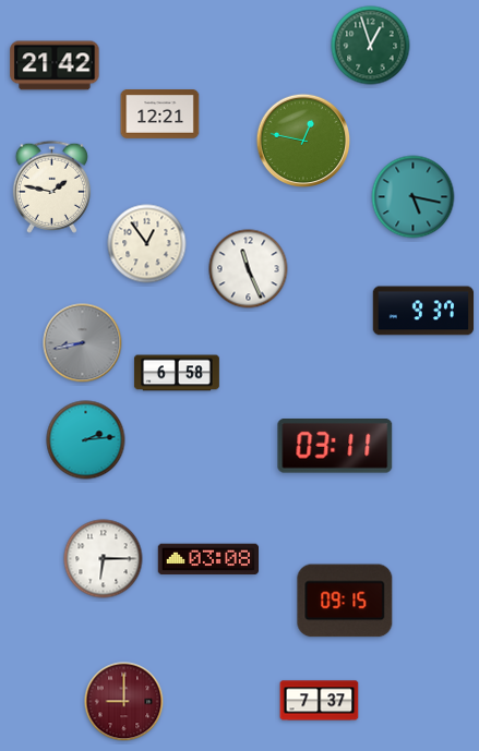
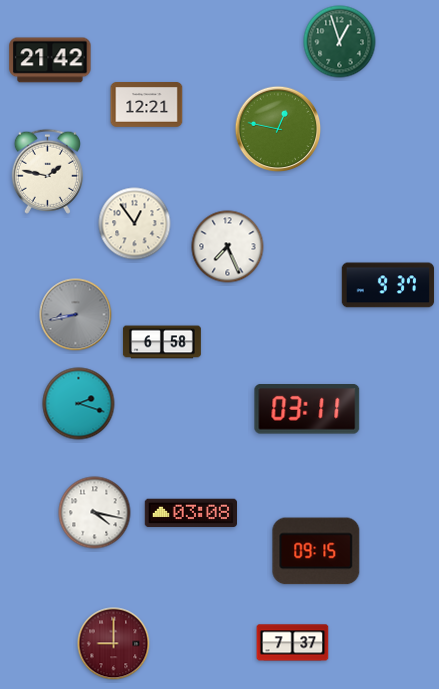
clock at (414, 197): 5:17 -> none
clock at (249, 269): 11:26 -> 7:26
clock at (86, 440): 2:14 -> 2:18
clock at (104, 559): 6:15 -> 4:17
